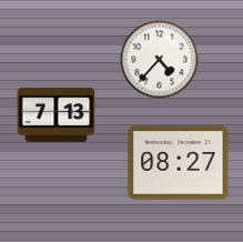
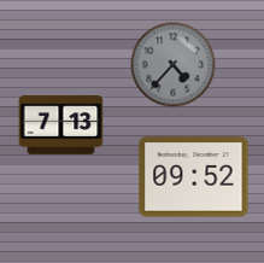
clock at (160, 60) dial: white -> grey
clock at (179, 163): 08:27 -> 09:52
